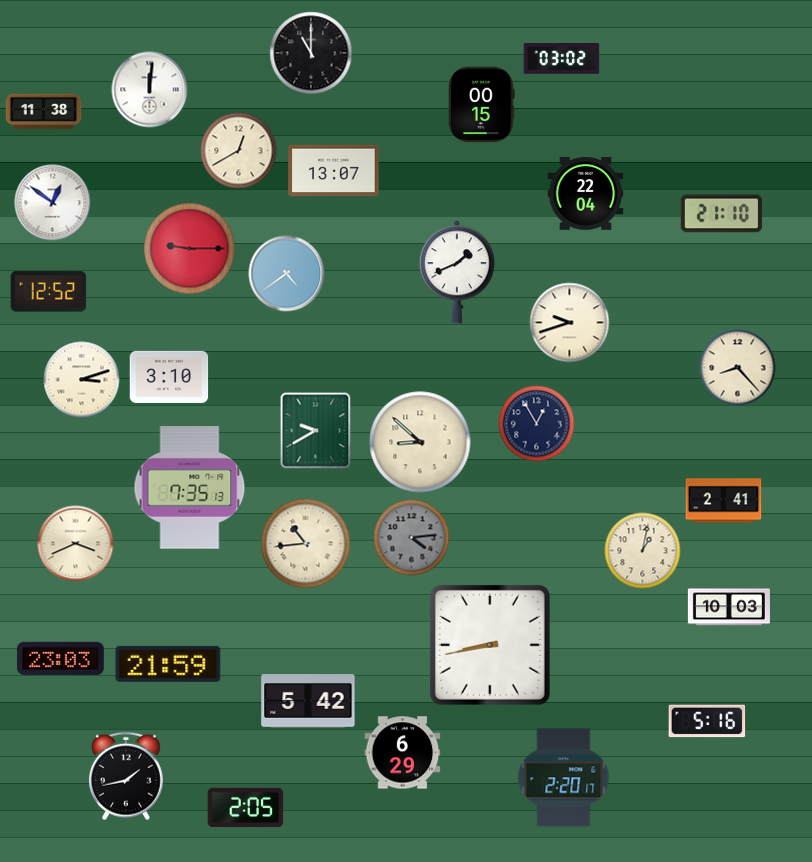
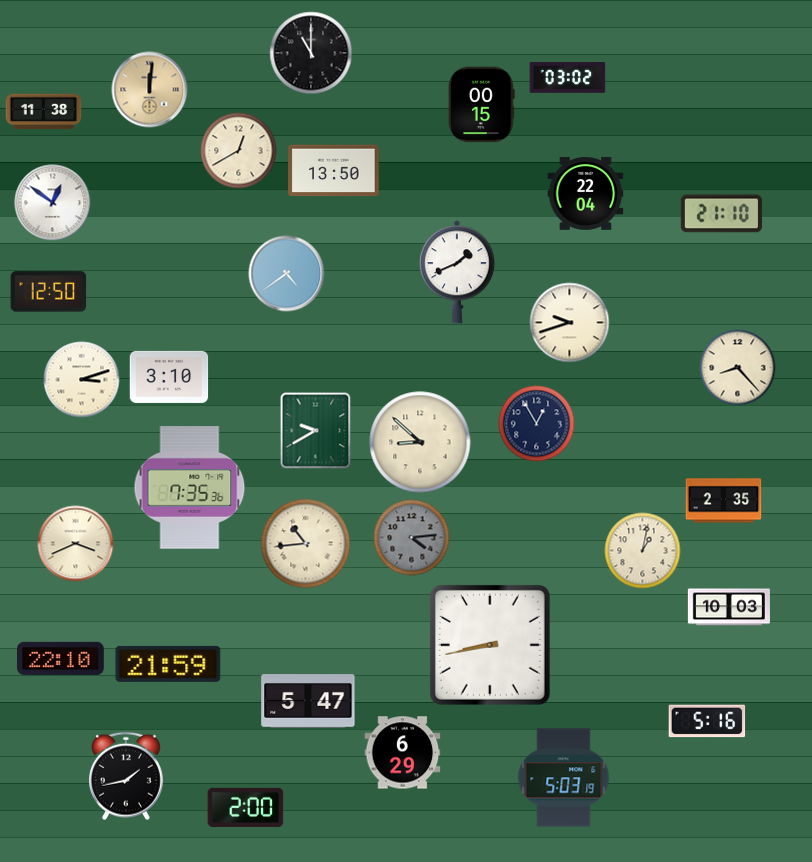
clock at (562, 59) position: (562, 59) -> (568, 78)
clock at (150, 90) dial: white -> champagne
clock at (334, 171): 13:07 -> 13:50
clock at (190, 249): 9:15 -> none
clock at (49, 292): 12:52 -> 12:50
clock at (190, 488): 7:35:13 -> 7:35:36
clock at (724, 501): 2:41 -> 2:35
clock at (61, 658): 23:03 -> 22:10
clock at (308, 701): 5:42 -> 5:47
clock at (564, 778): 2:20 -> 5:03
clock at (246, 807): 2:05 -> 2:00
